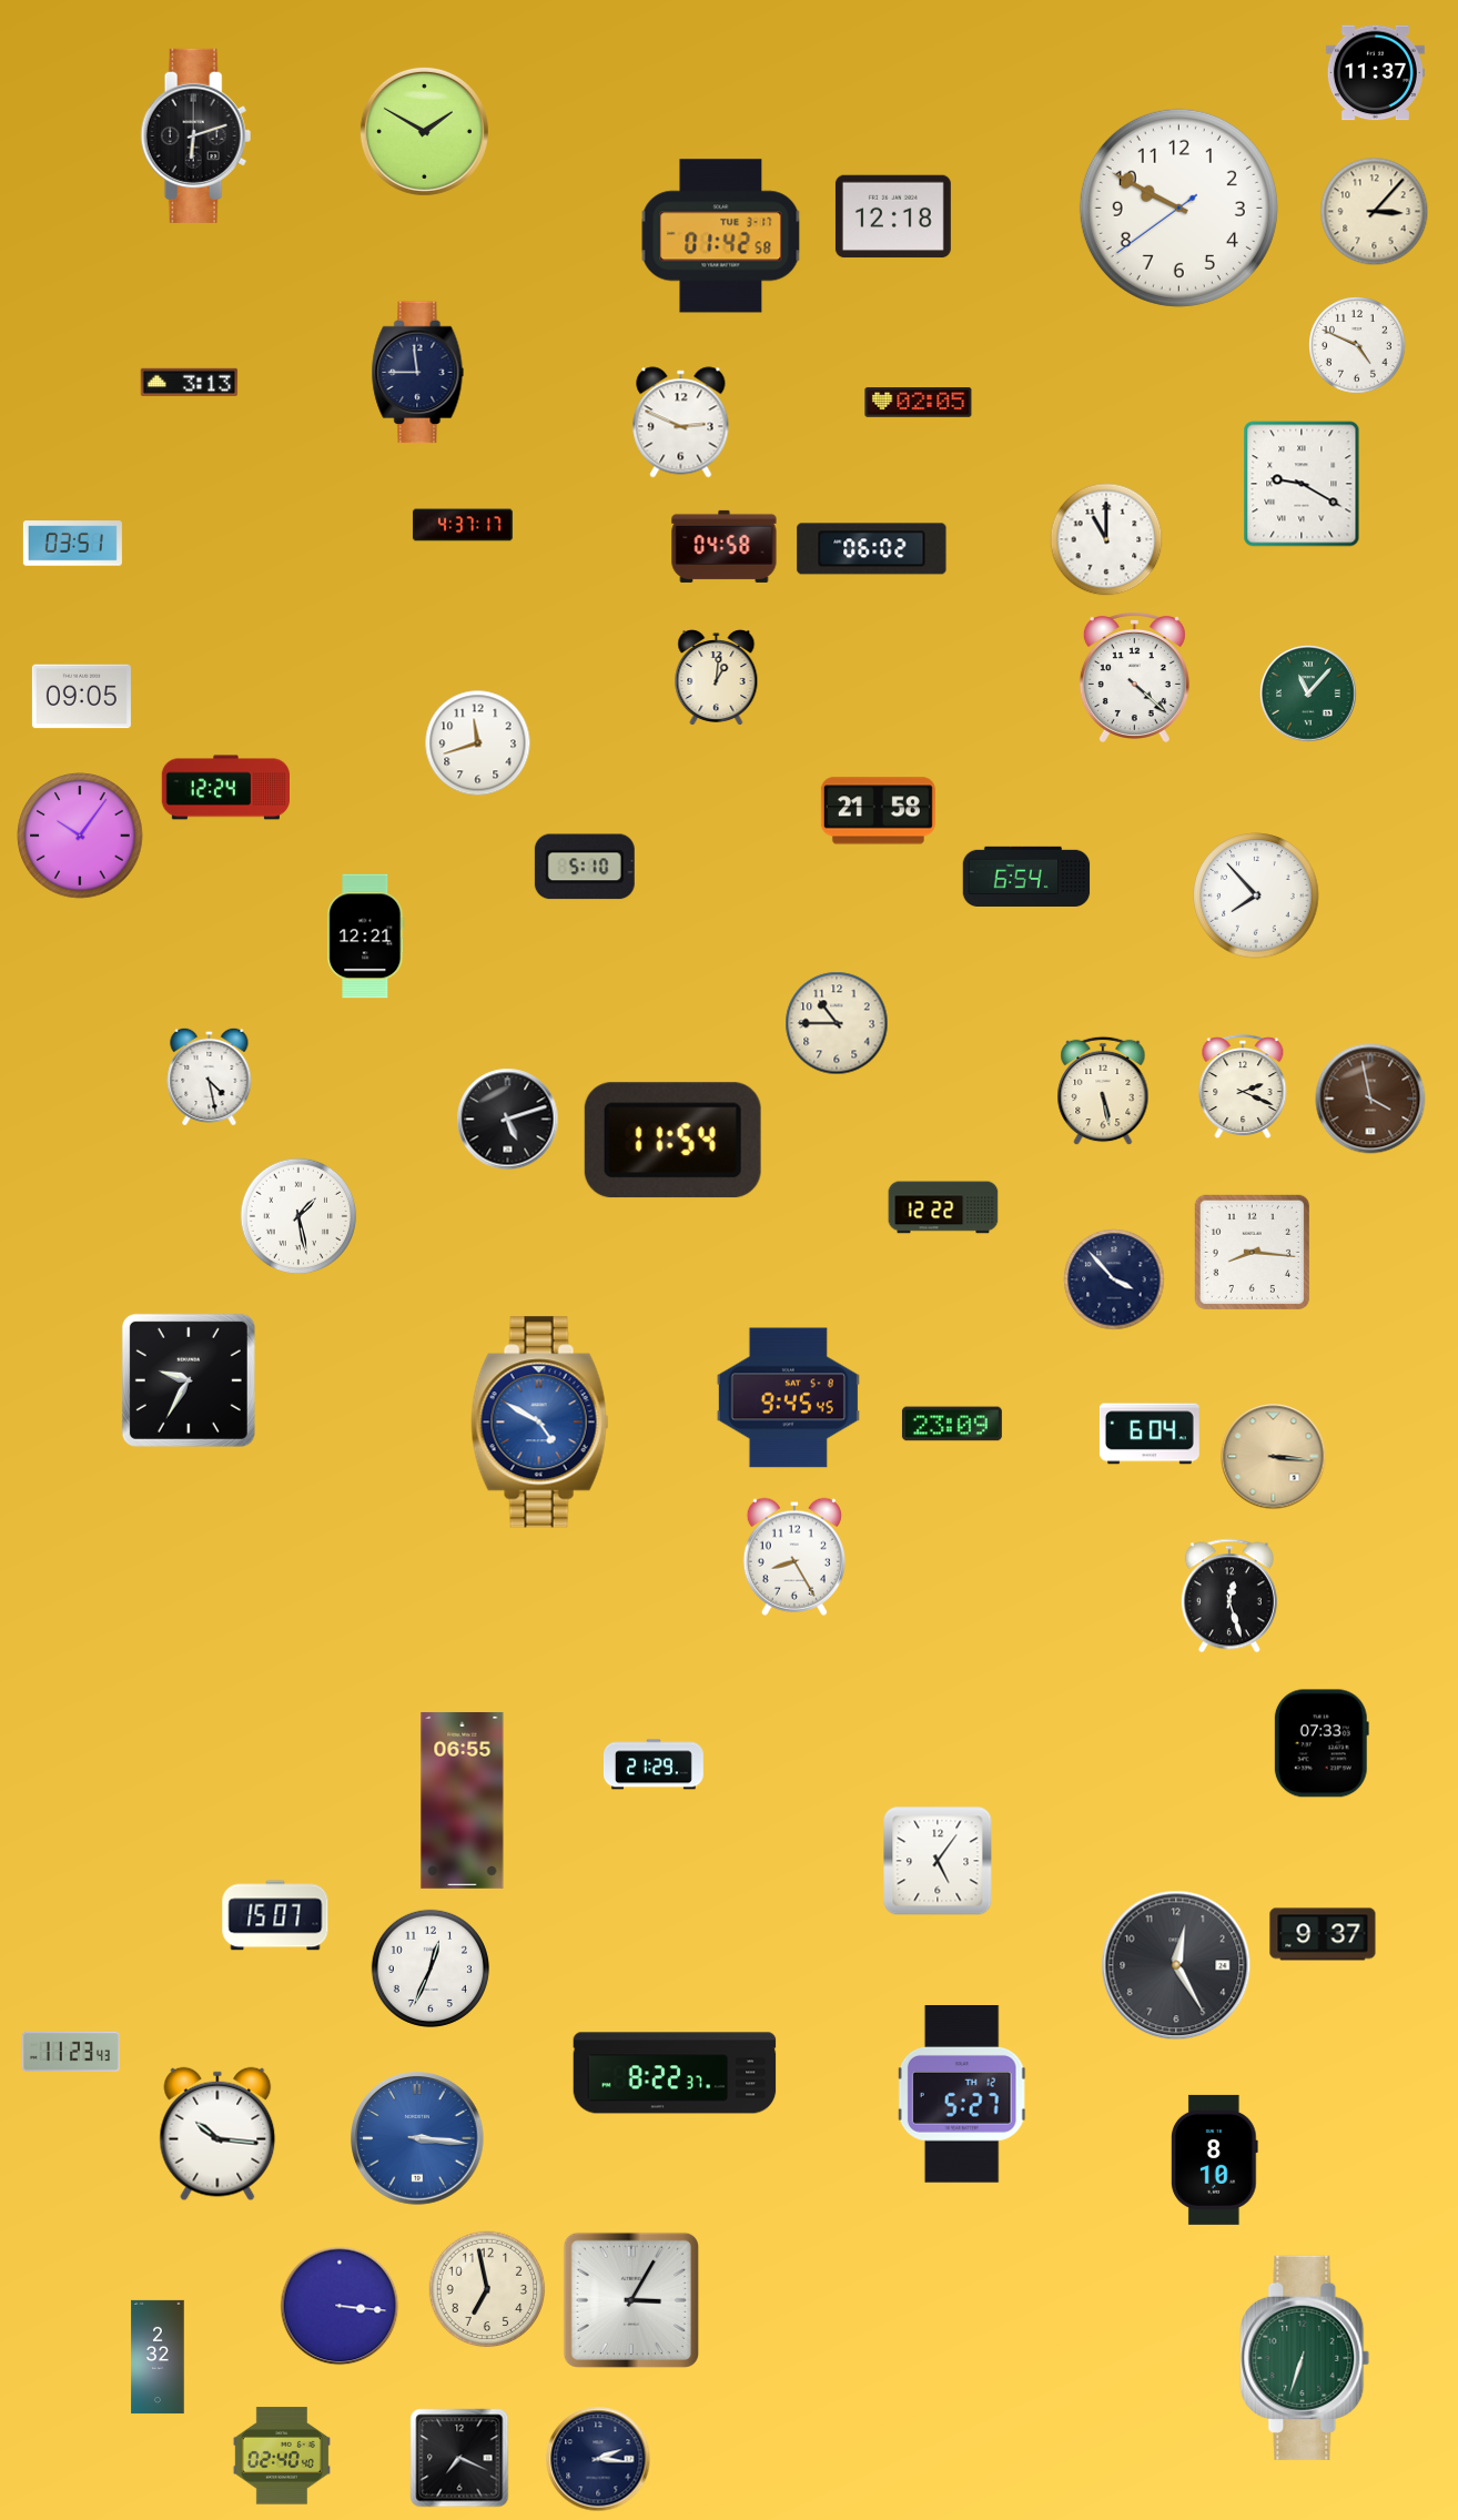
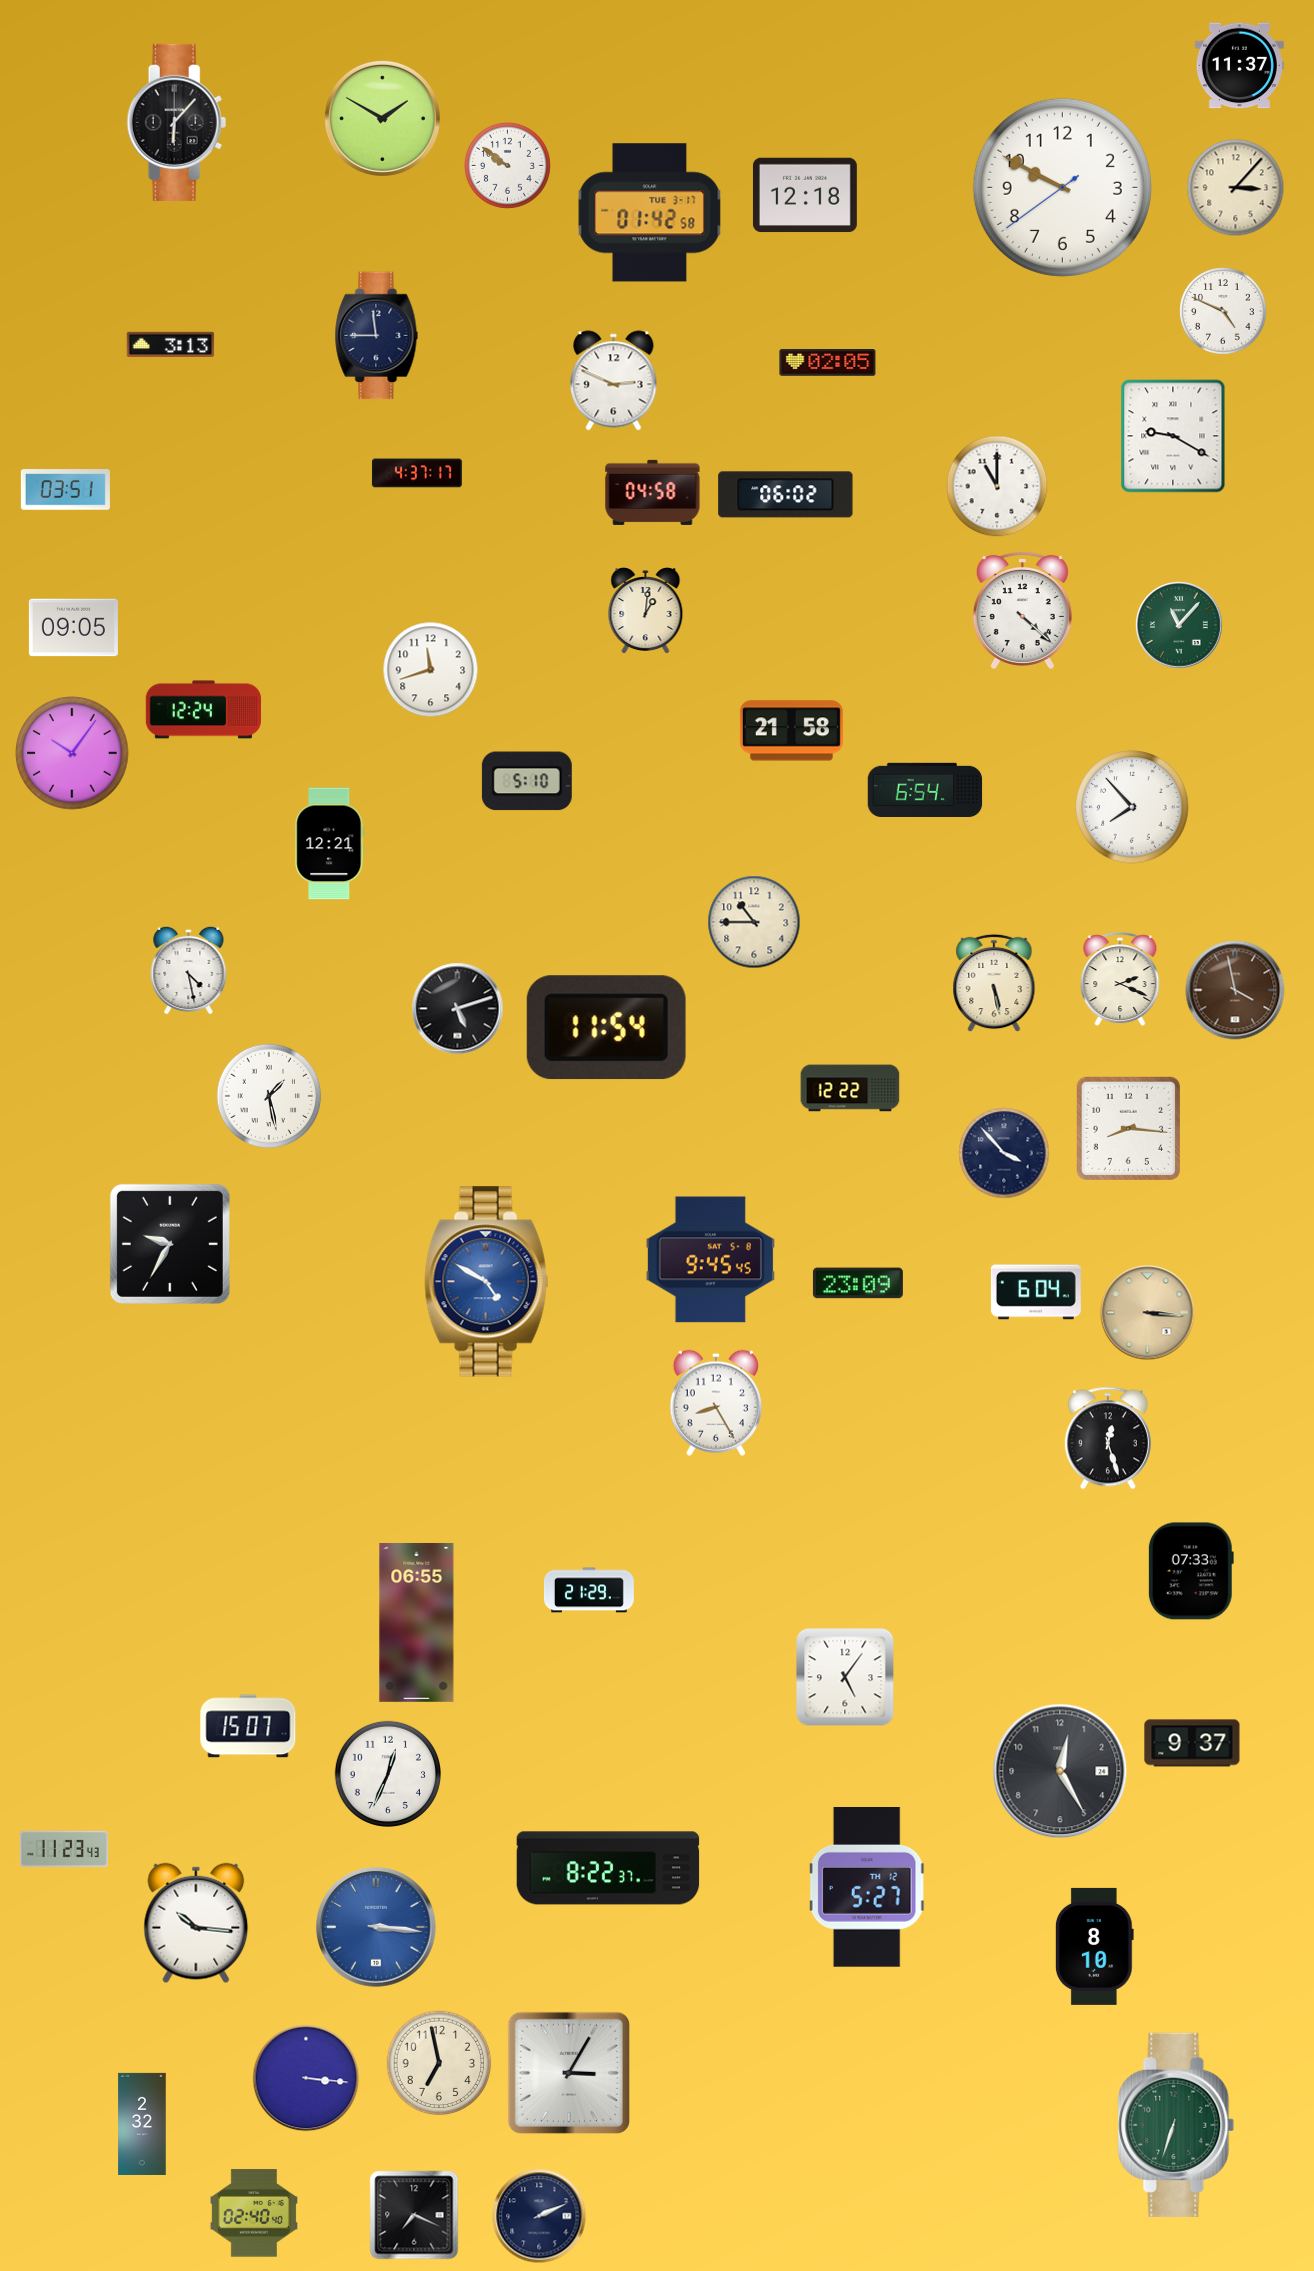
clock at (196, 135): 6:12 -> 6:07
clock at (508, 166): none -> 9:51
clock at (1375, 212) position: (1375, 212) -> (1236, 188)
clock at (598, 2459): 2:16 -> 2:11
